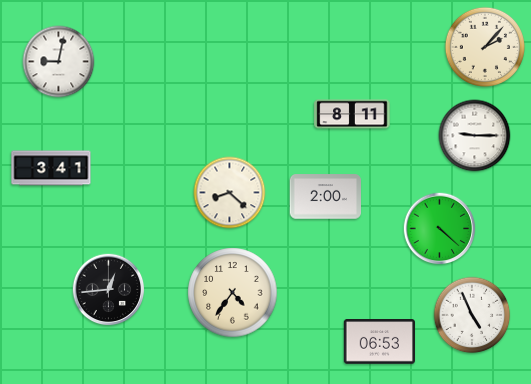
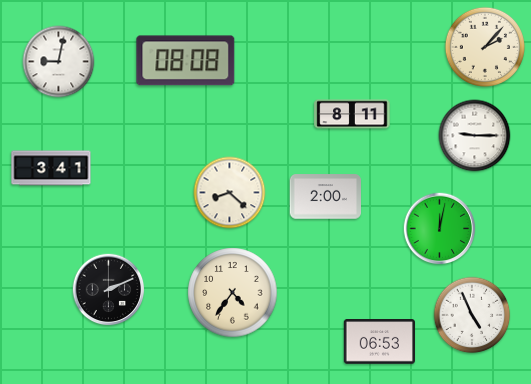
clock at (186, 61): none -> 08:08
clock at (440, 229): 4:22 -> 12:02
clock at (109, 290): 12:44 -> 2:11
